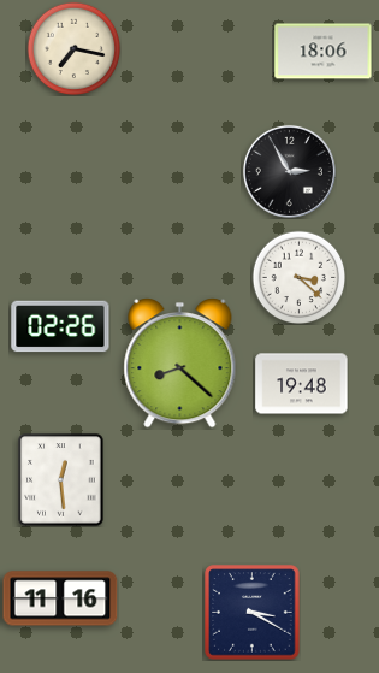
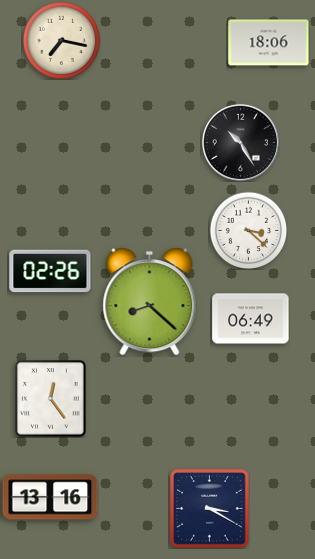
clock at (289, 171): 2:55 -> 10:25
clock at (302, 384): 19:48 -> 06:49
clock at (61, 480): 12:29 -> 12:24
clock at (60, 598): 11:16 -> 13:16
